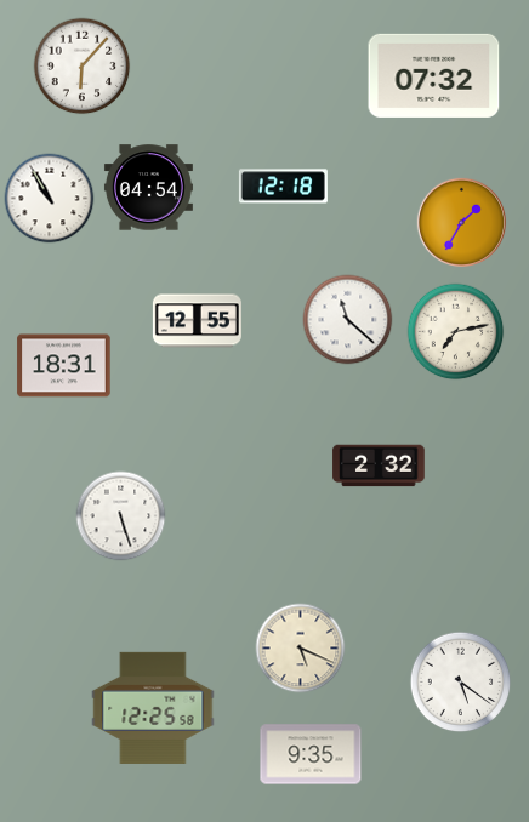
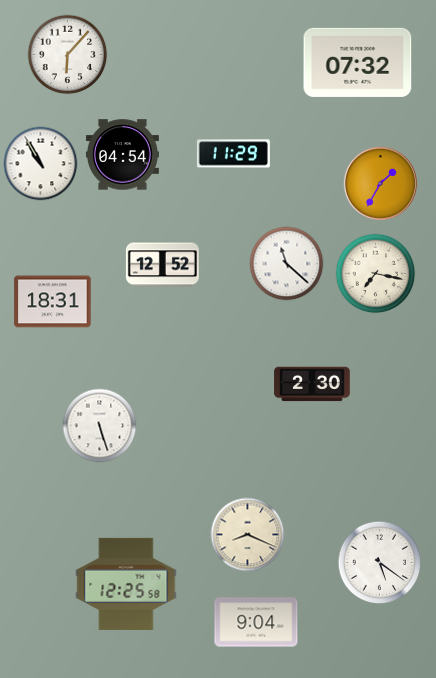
clock at (283, 187): 12:18 -> 11:29
clock at (197, 321): 12:55 -> 12:52
clock at (456, 332): 7:13 -> 7:17
clock at (379, 466): 2:32 -> 2:30
clock at (301, 649): 5:19 -> 8:19
clock at (311, 754): 9:35 -> 9:04
